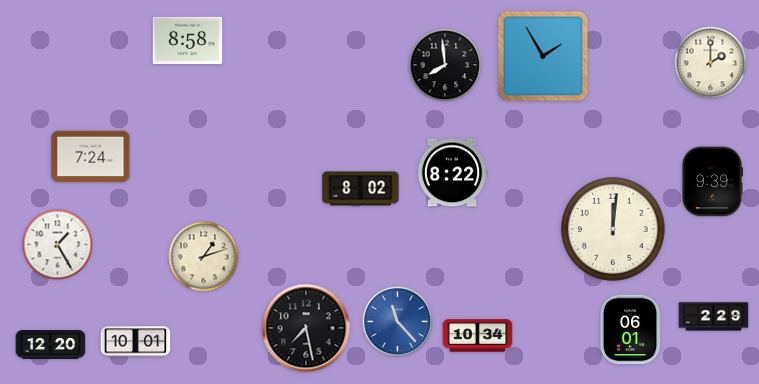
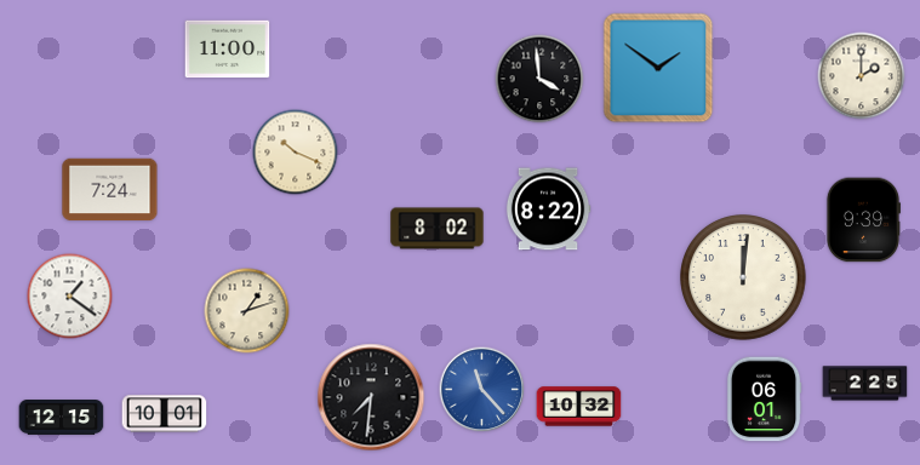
clock at (188, 41): 8:58 -> 11:00
clock at (543, 56): 1:55 -> 1:51
clock at (445, 65): 7:59 -> 3:59
clock at (296, 153): none -> 10:19
clock at (58, 245): 1:25 -> 1:21
clock at (714, 317): 2:29 -> 2:25
clock at (306, 328): 7:28 -> 7:31
clock at (478, 336): 10:34 -> 10:32
clock at (51, 345): 12:20 -> 12:15
